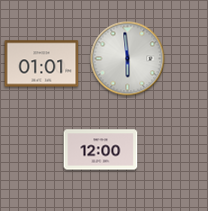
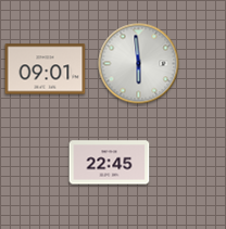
clock at (42, 64): 01:01 -> 09:01
clock at (101, 150): 12:00 -> 22:45
